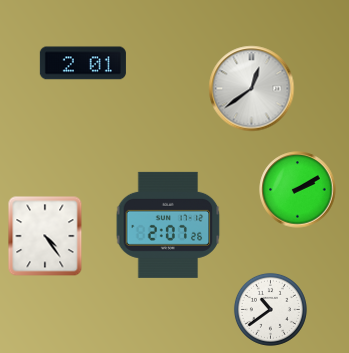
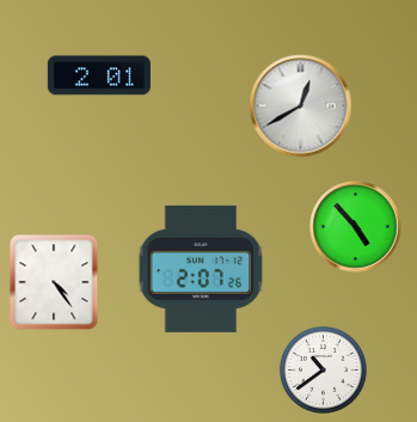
clock at (252, 89): 12:39 -> 12:40
clock at (298, 190): 2:10 -> 4:53
